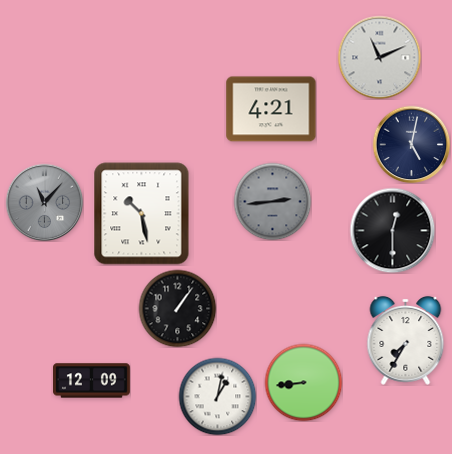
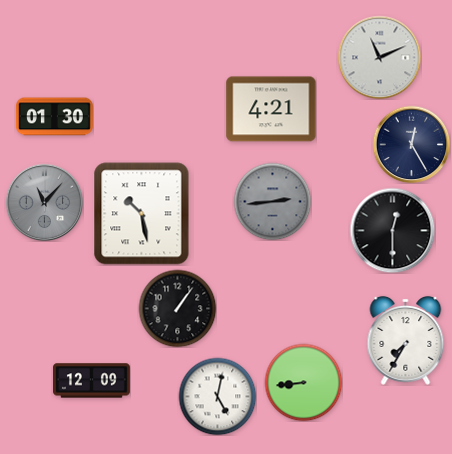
clock at (54, 117): none -> 01:30
clock at (411, 144): 5:02 -> 12:25
clock at (217, 396): 1:02 -> 5:02
